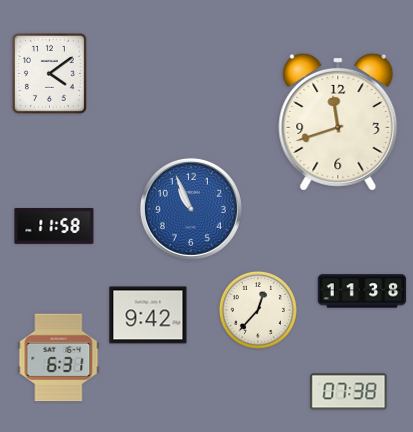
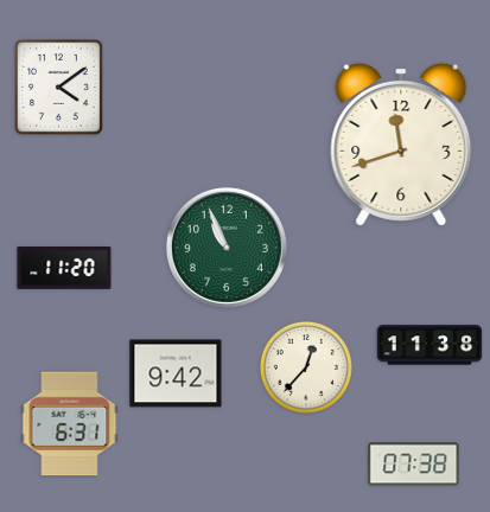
clock at (191, 209) dial: blue -> green
clock at (54, 227): 11:58 -> 11:20
